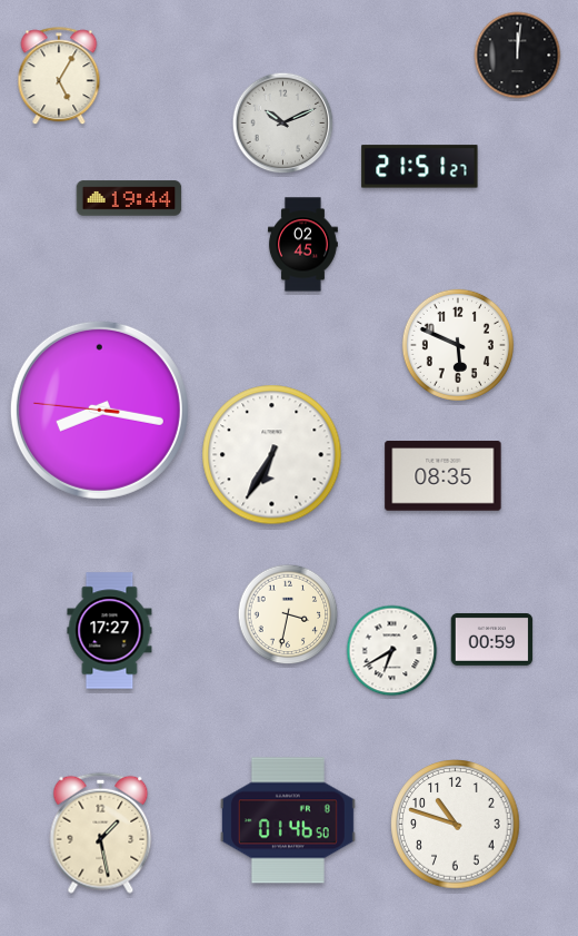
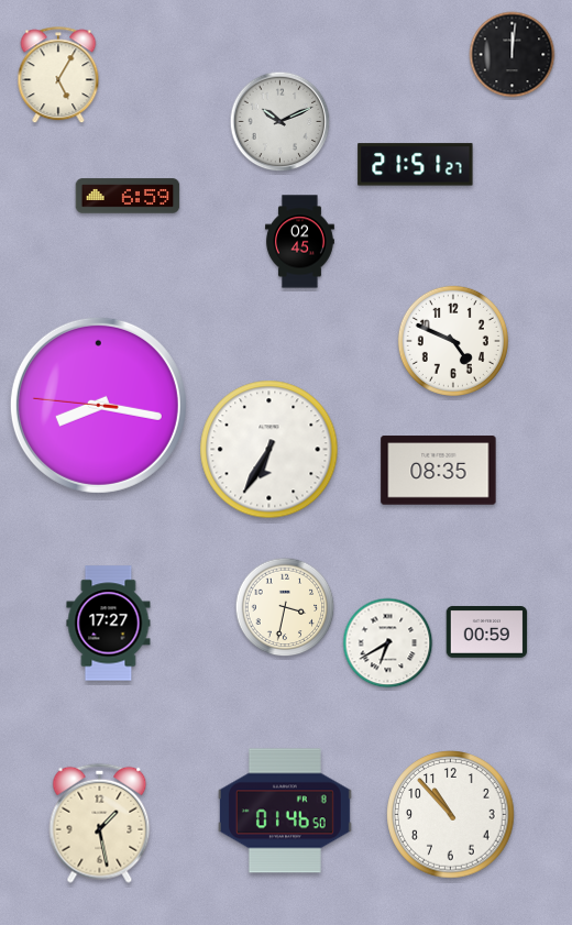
clock at (129, 198): 19:44 -> 6:59
clock at (458, 345): 5:49 -> 4:49
clock at (456, 825): 10:48 -> 10:53
